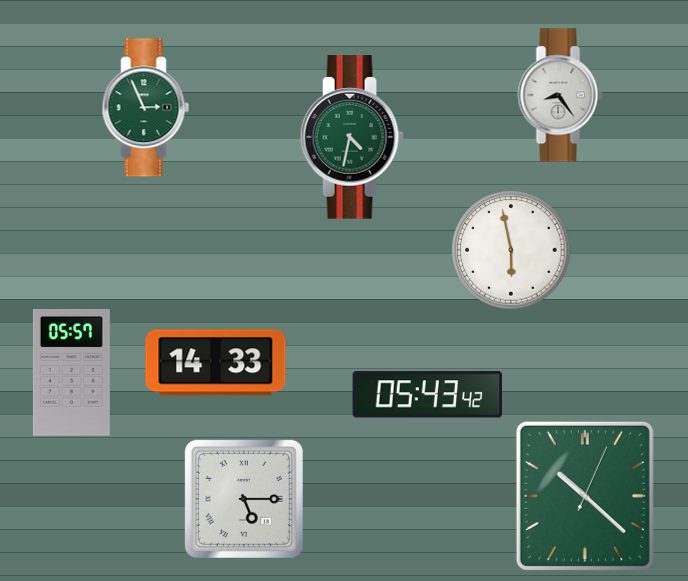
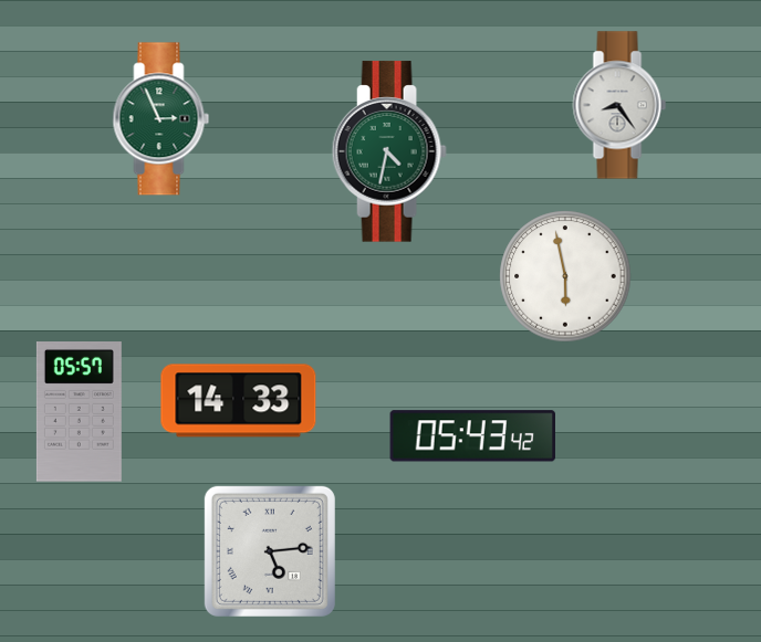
clock at (585, 496): 10:22 -> none
clock at (244, 499): 5:15 -> 5:14
